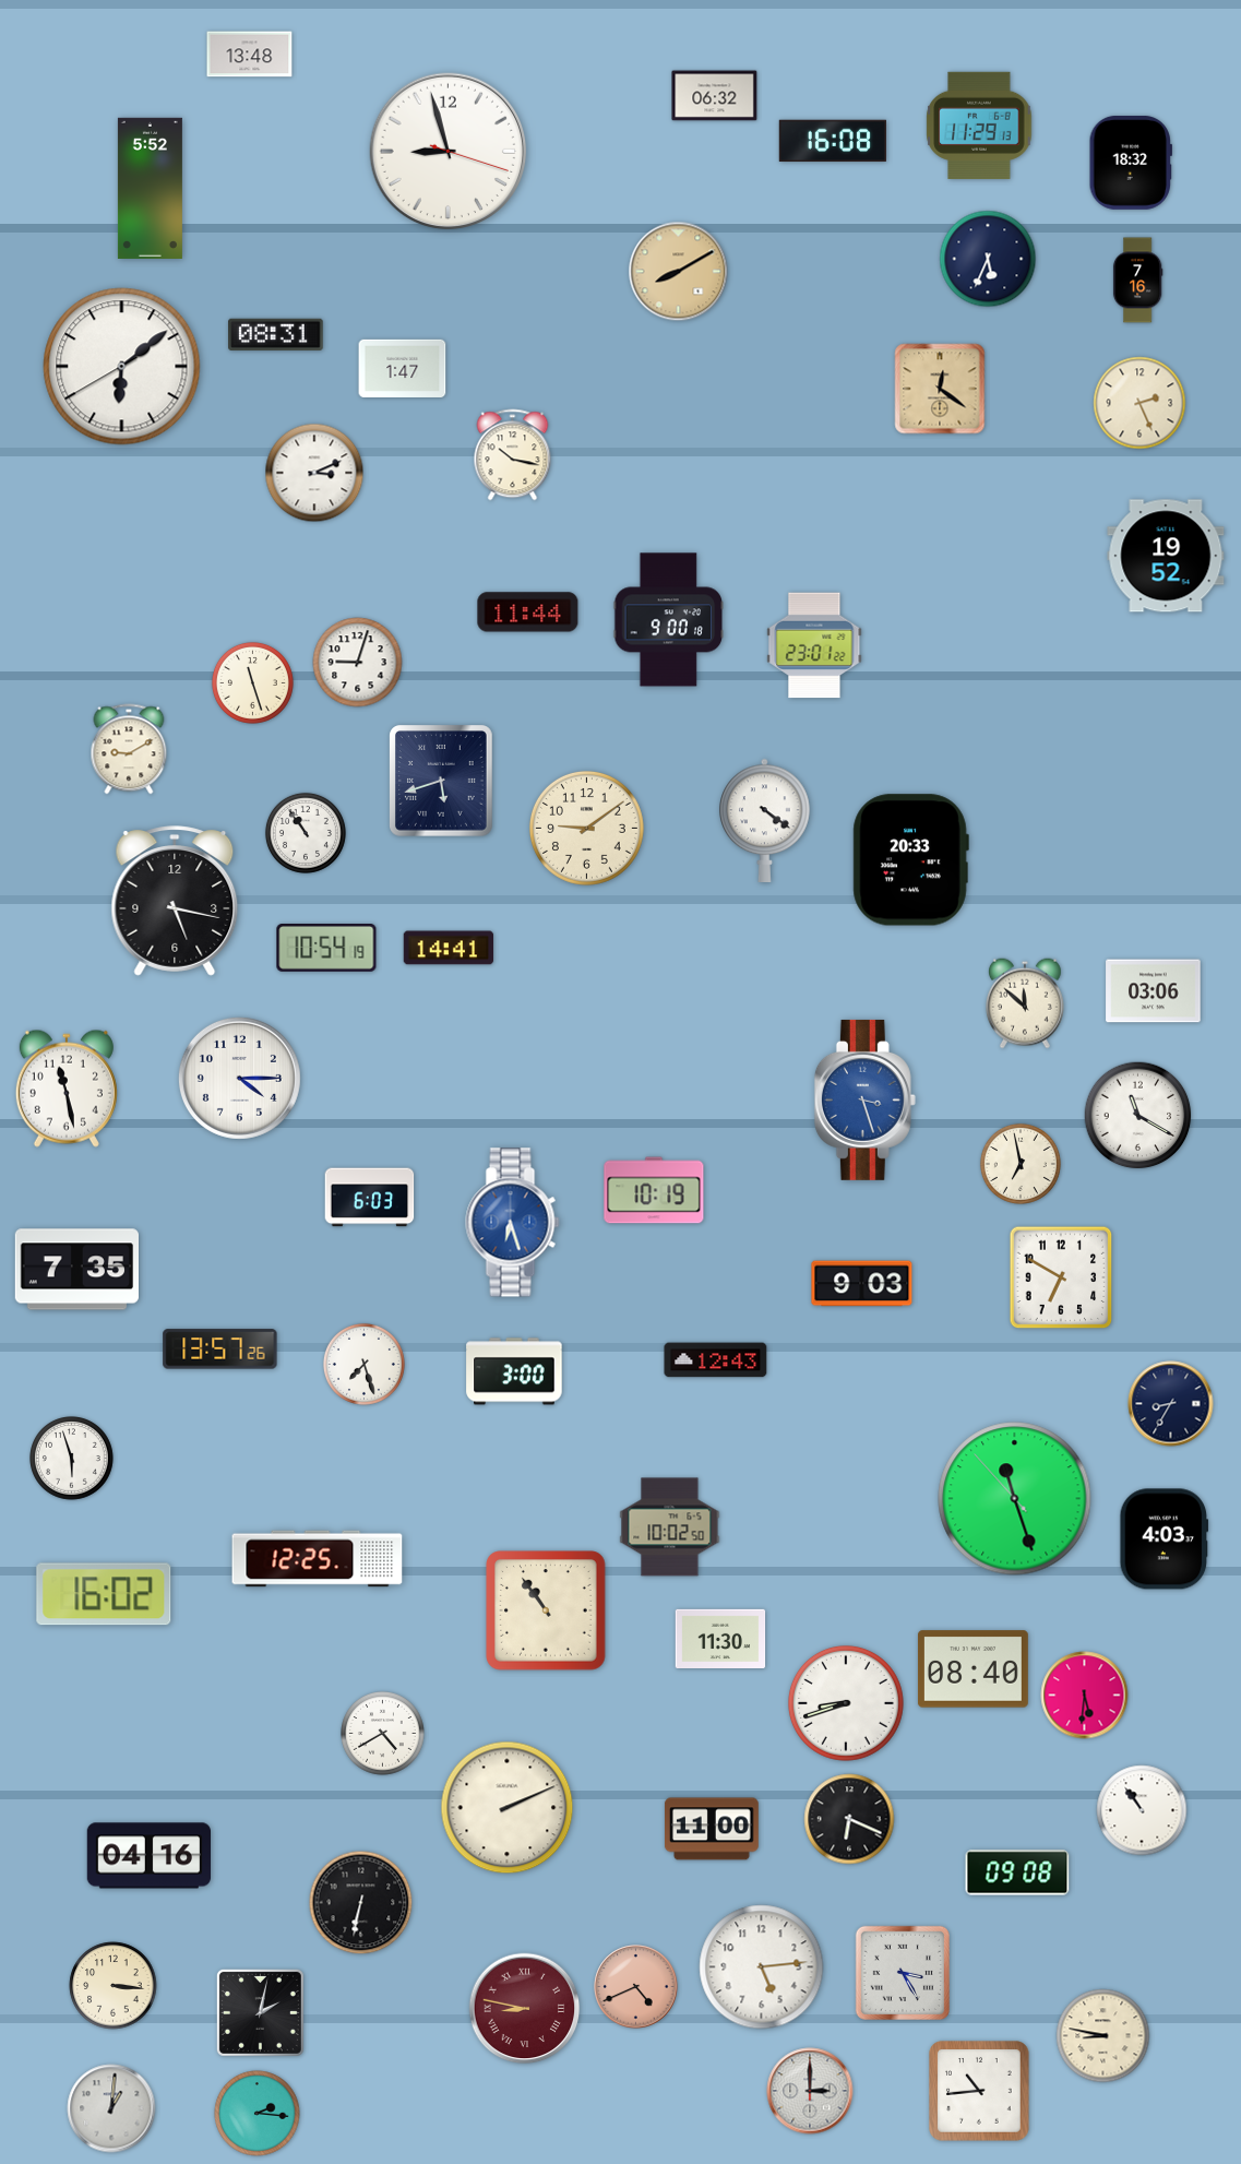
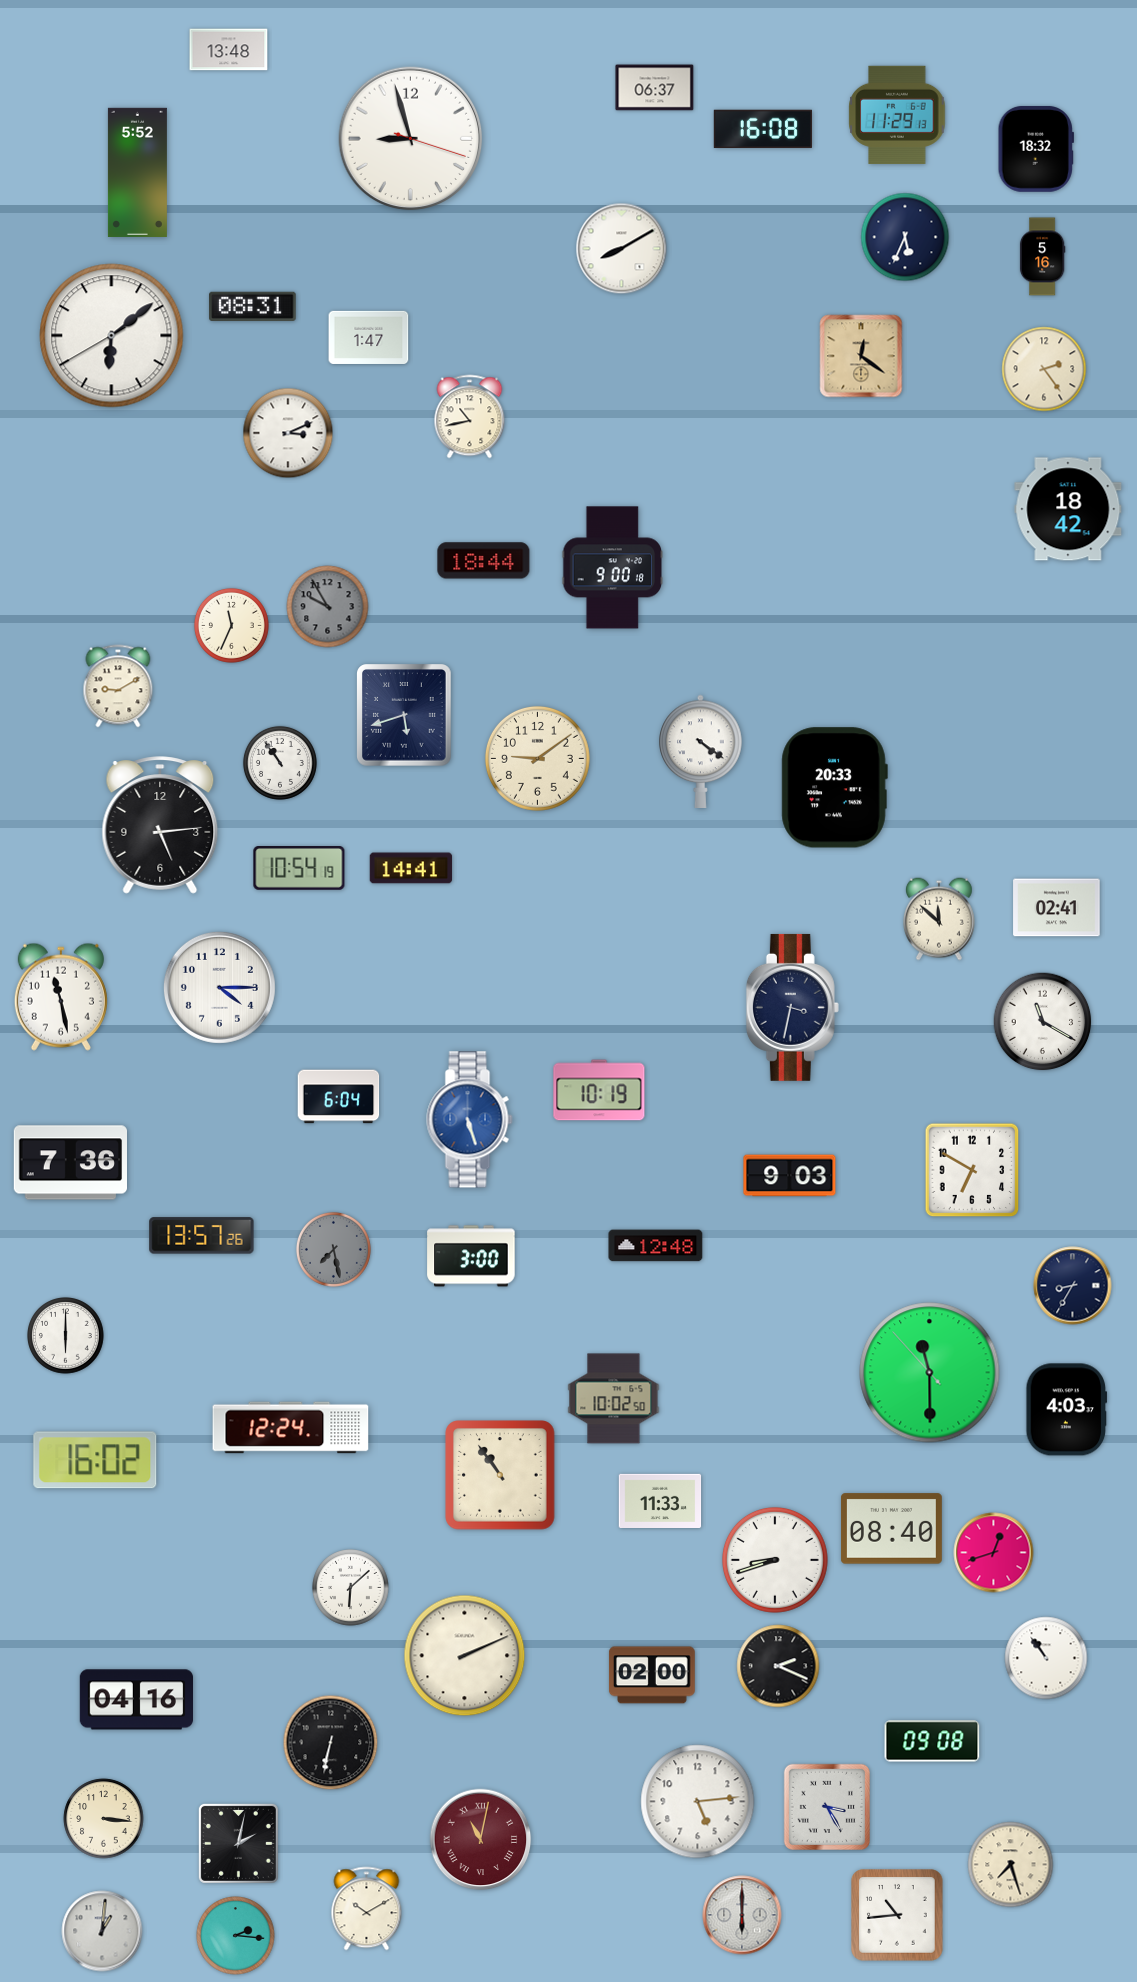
clock at (715, 96): 06:32 -> 06:37
clock at (679, 272) dial: champagne -> white
clock at (1137, 281): 7:16 -> 5:16
clock at (1139, 403): 2:26 -> 2:24
clock at (513, 455): 10:17 -> 10:43
clock at (1166, 556): 19:52 -> 18:42
clock at (528, 613): 11:44 -> 18:44
clock at (814, 645): 23:01 -> none
clock at (358, 663): 9:03 -> 9:55
clock at (358, 663) dial: white -> grey
clock at (252, 682): 11:27 -> 11:34
clock at (175, 901): 5:17 -> 5:14
clock at (1154, 991): 03:06 -> 02:41
clock at (864, 1099): 3:27 -> 3:32
clock at (864, 1099) dial: blue -> navy
clock at (1021, 1164): 6:58 -> none
clock at (370, 1198): 6:03 -> 6:04
clock at (513, 1223): 6:27 -> 5:27
clock at (76, 1270): 7:35 -> 7:36
clock at (716, 1360): 12:43 -> 12:48
clock at (363, 1364): 7:27 -> 7:28
clock at (363, 1364) dial: white -> grey
clock at (72, 1459): 5:57 -> 6:00
clock at (1015, 1499): 11:26 -> 11:29
clock at (318, 1559): 12:25 -> 12:24
clock at (720, 1638): 11:30 -> 11:33
clock at (1085, 1696): 5:31 -> 12:42
clock at (383, 1734): 4:40 -> 6:08
clock at (849, 1819): 6:19 -> 2:19
clock at (712, 1829): 11:00 -> 02:00
clock at (1017, 1872) position: (1017, 1872) -> (932, 1741)
clock at (636, 1987): 4:41 -> none
clock at (525, 2009): 8:47 -> 11:02
clock at (1103, 2036): 8:47 -> 7:27
clock at (367, 1909): none -> 10:10
clock at (810, 2091): 3:00 -> 6:00
